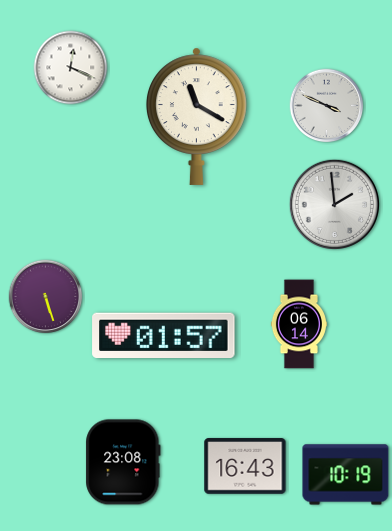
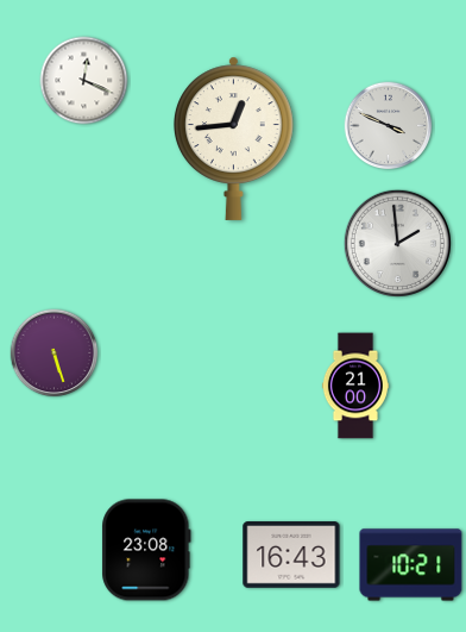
clock at (197, 116): 11:20 -> 12:44
clock at (298, 324): 06:14 -> 21:00
clock at (164, 336): 01:57 -> none
clock at (346, 475): 10:19 -> 10:21
